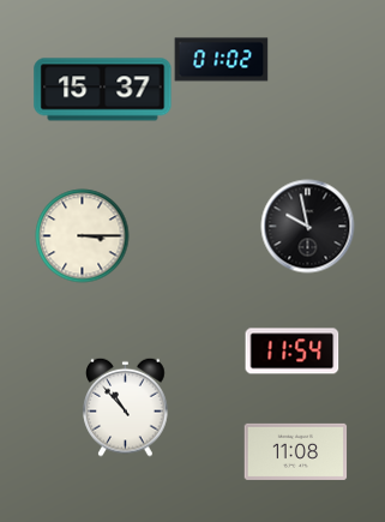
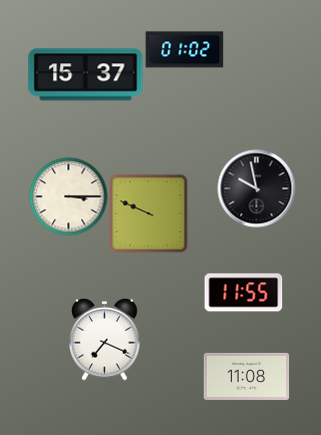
clock at (148, 213): none -> 9:49
clock at (291, 352): 11:54 -> 11:55
clock at (126, 407): 10:53 -> 7:19
